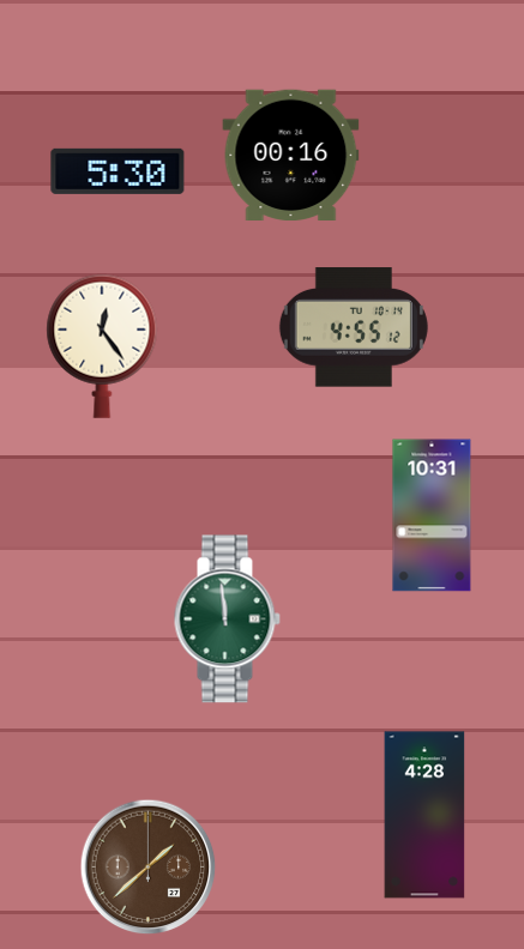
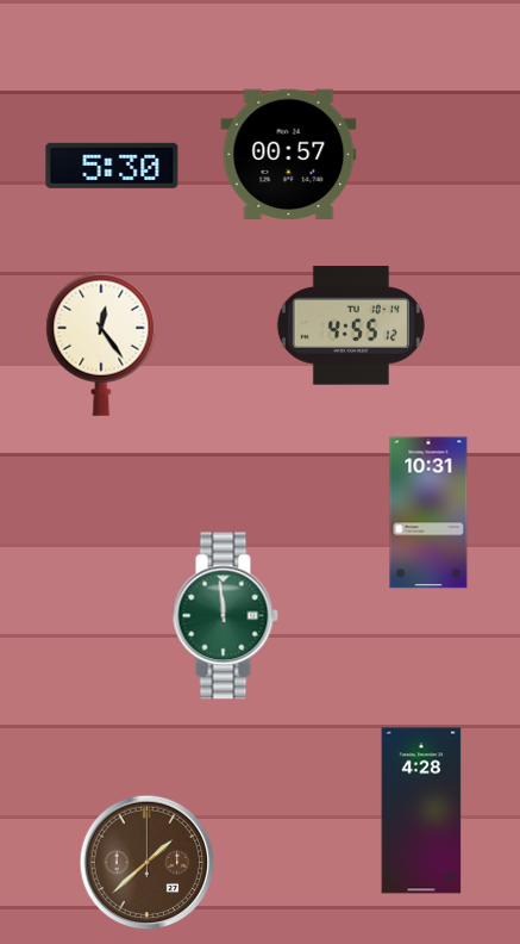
clock at (291, 156): 00:16 -> 00:57
clock at (118, 171) position: (118, 171) -> (112, 166)
